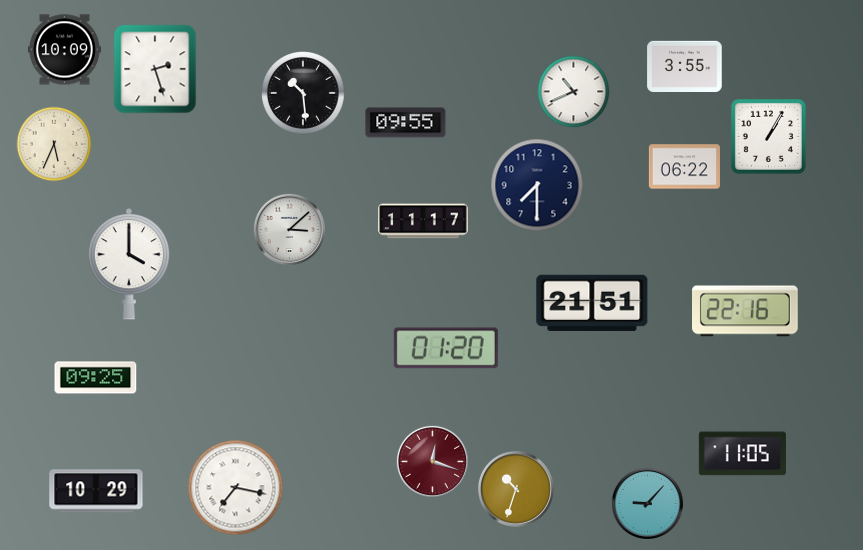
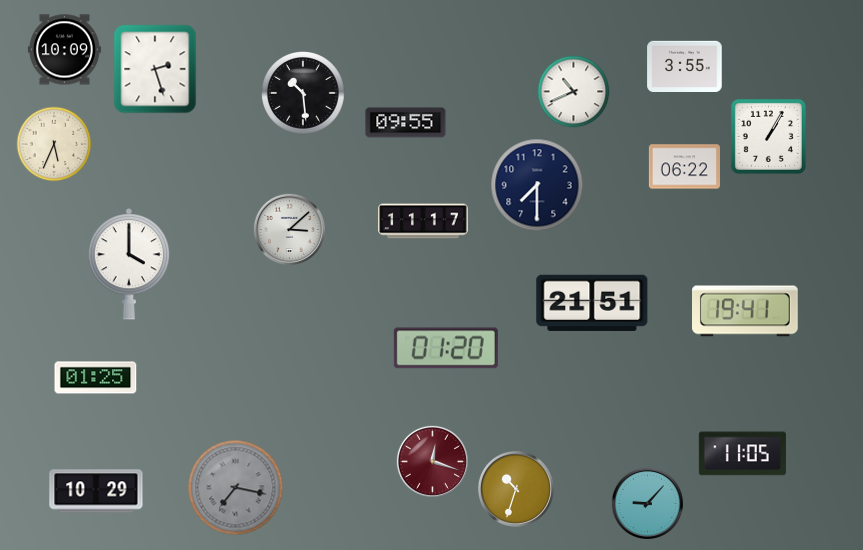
clock at (746, 311): 22:16 -> 19:41
clock at (96, 378): 09:25 -> 01:25
clock at (236, 488) dial: white -> grey
